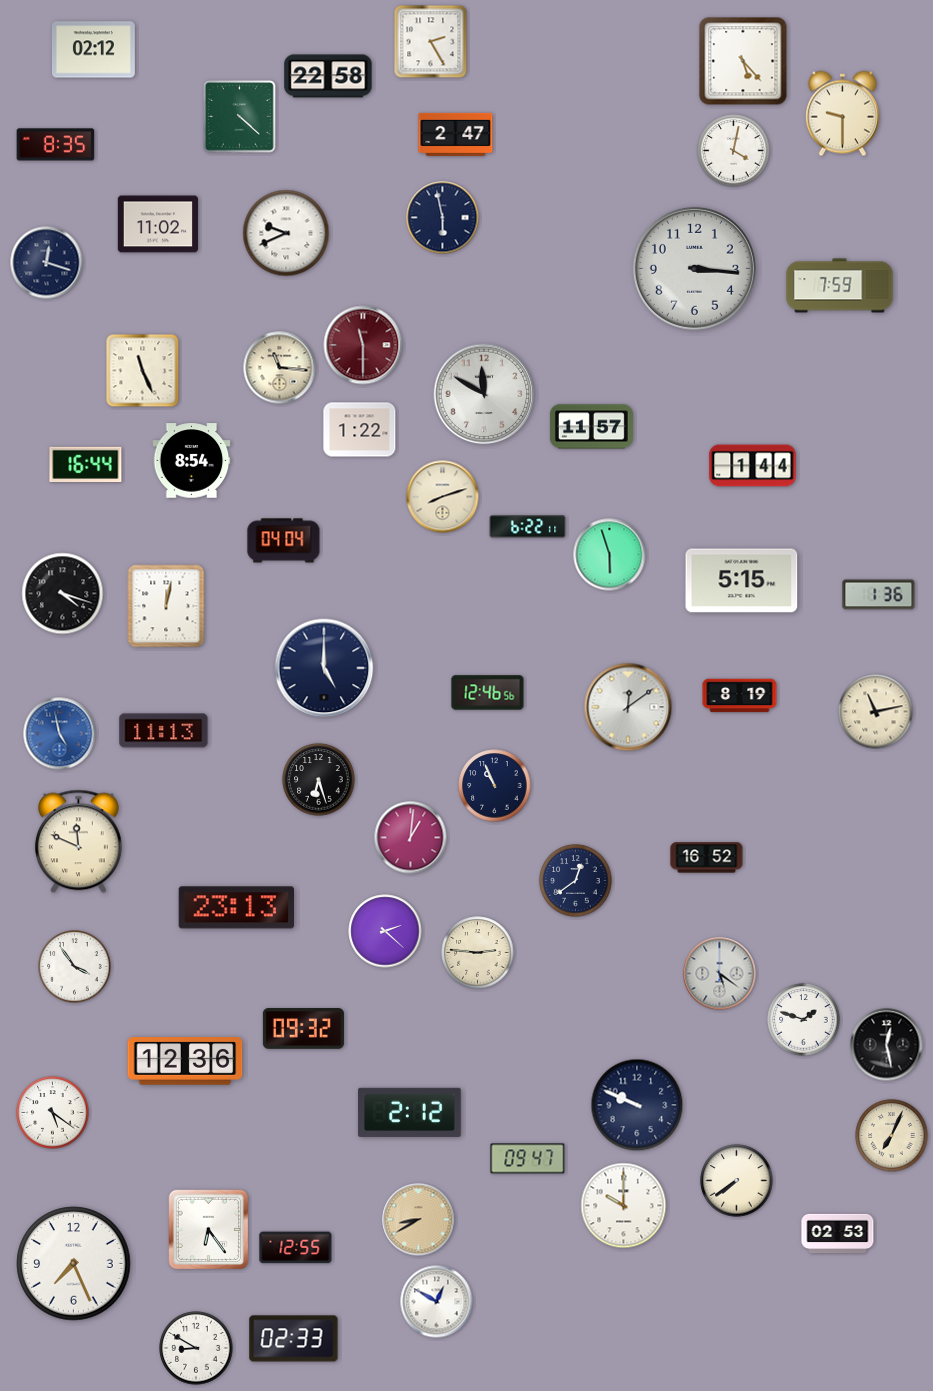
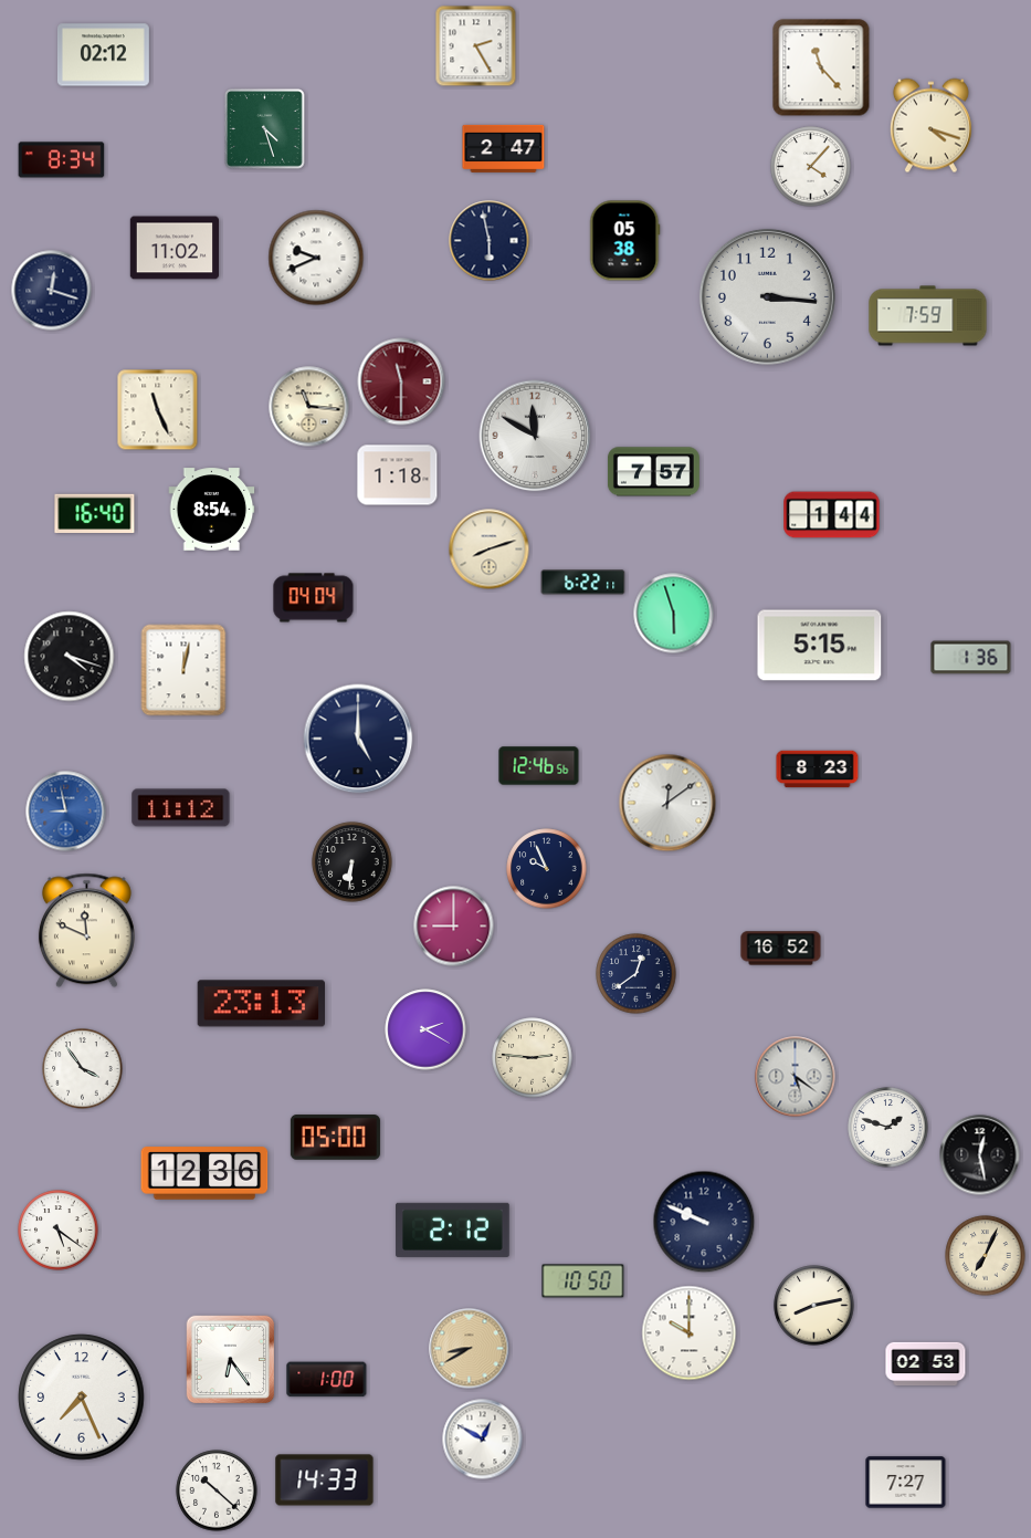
clock at (743, 61): 5:23 -> 11:23
clock at (328, 76): 22:58 -> none
clock at (842, 114): 9:30 -> 4:18
clock at (240, 117): 4:22 -> 4:27
clock at (56, 145): 8:35 -> 8:34
clock at (734, 151): 4:02 -> 4:07
clock at (625, 241): none -> 05:38
clock at (591, 427): 11:57 -> 7:57
clock at (360, 430): 1:22 -> 1:18
clock at (86, 465): 16:44 -> 16:40
clock at (742, 581) position: (742, 581) -> (820, 646)
clock at (740, 696): 8:19 -> 8:23
clock at (628, 707) position: (628, 707) -> (667, 803)
clock at (876, 712): 11:13 -> none
clock at (164, 731): 11:13 -> 11:12
clock at (60, 734): 4:58 -> 8:58
clock at (319, 780): 6:27 -> 6:31
clock at (495, 786): 10:56 -> 9:56
clock at (411, 838): 1:01 -> 9:00
clock at (385, 931): 2:22 -> 2:20
clock at (478, 953) position: (478, 953) -> (533, 1058)
clock at (303, 1029): 09:32 -> 05:00
clock at (528, 1159): 09:47 -> 10:50
clock at (737, 1181): 7:39 -> 8:13
clock at (419, 1220) position: (419, 1220) -> (470, 1349)
clock at (296, 1248): 12:55 -> 1:00
clock at (294, 1339): 02:33 -> 14:33
clock at (906, 1483): none -> 7:27
clock at (196, 1348): 8:50 -> 10:22
